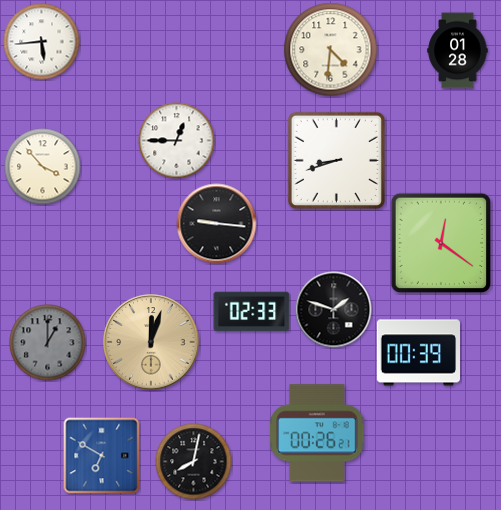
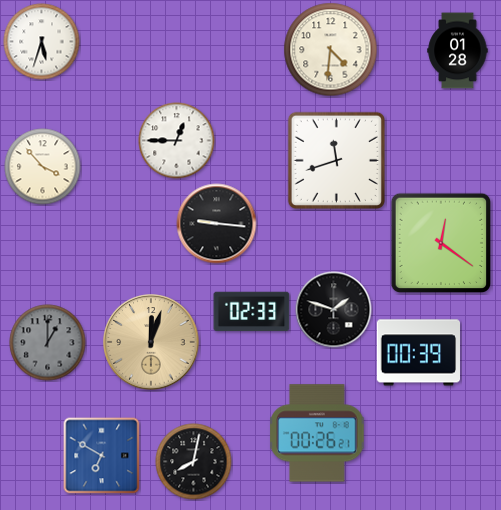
clock at (42, 42): 5:44 -> 5:33
clock at (336, 160): 8:42 -> 11:42
